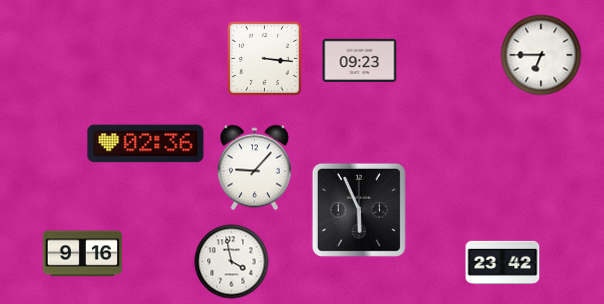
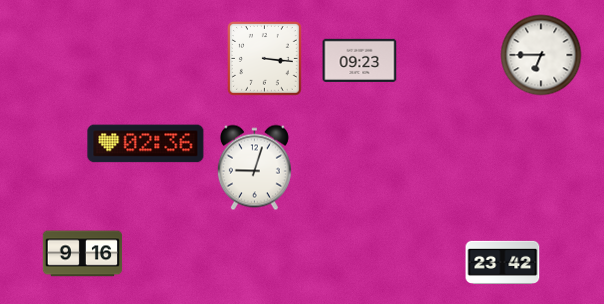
clock at (254, 168): 9:07 -> 9:03
clock at (359, 210): 5:56 -> none
clock at (232, 262): 3:58 -> none
